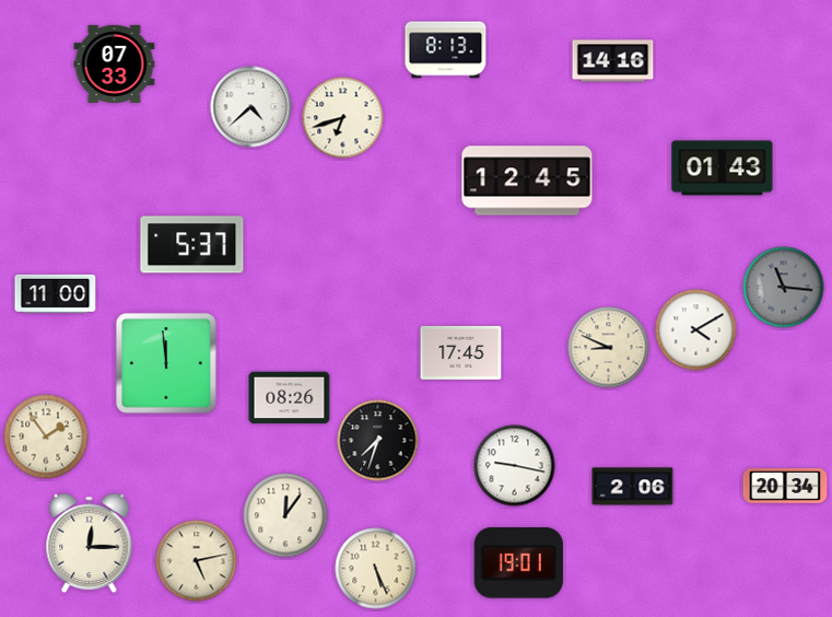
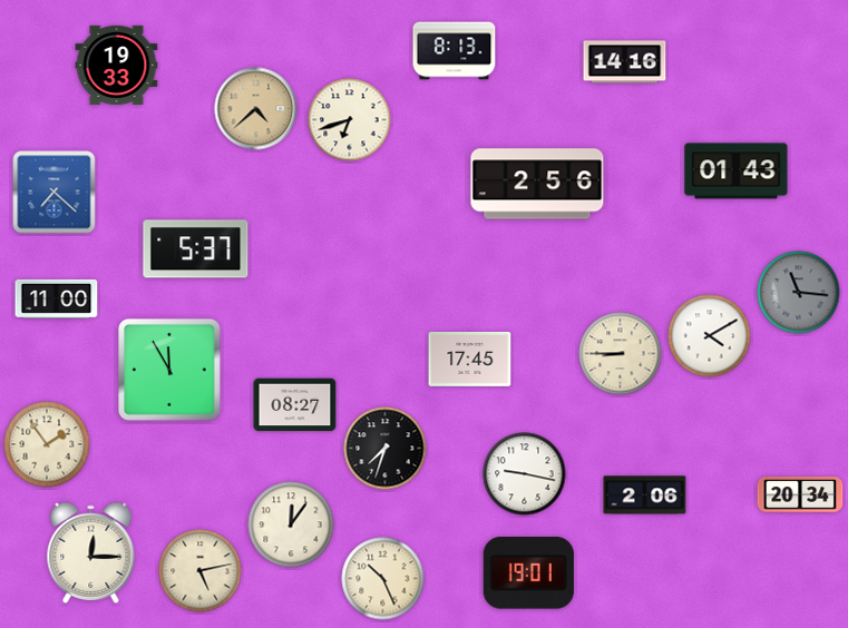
clock at (115, 63): 07:33 -> 19:33
clock at (251, 107) dial: white -> champagne
clock at (527, 181): 12:45 -> 2:56
clock at (55, 193): none -> 7:22
clock at (609, 348): 8:49 -> 8:45
clock at (166, 363): 11:59 -> 11:55
clock at (290, 398): 08:26 -> 08:27
clock at (376, 569): 5:26 -> 10:26
